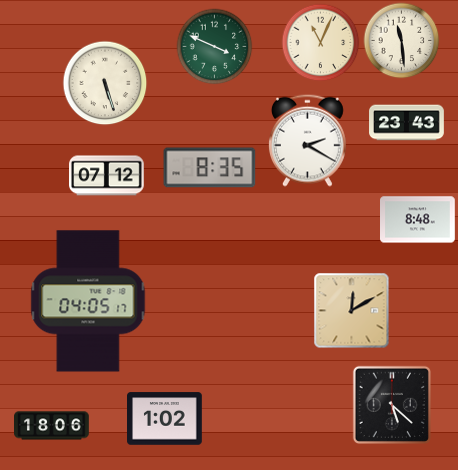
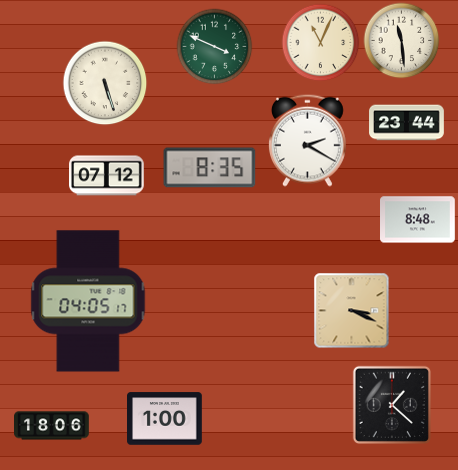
clock at (407, 123): 23:43 -> 23:44
clock at (352, 311): 12:10 -> 3:19
clock at (391, 404): 5:22 -> 1:22
clock at (165, 419): 1:02 -> 1:00
